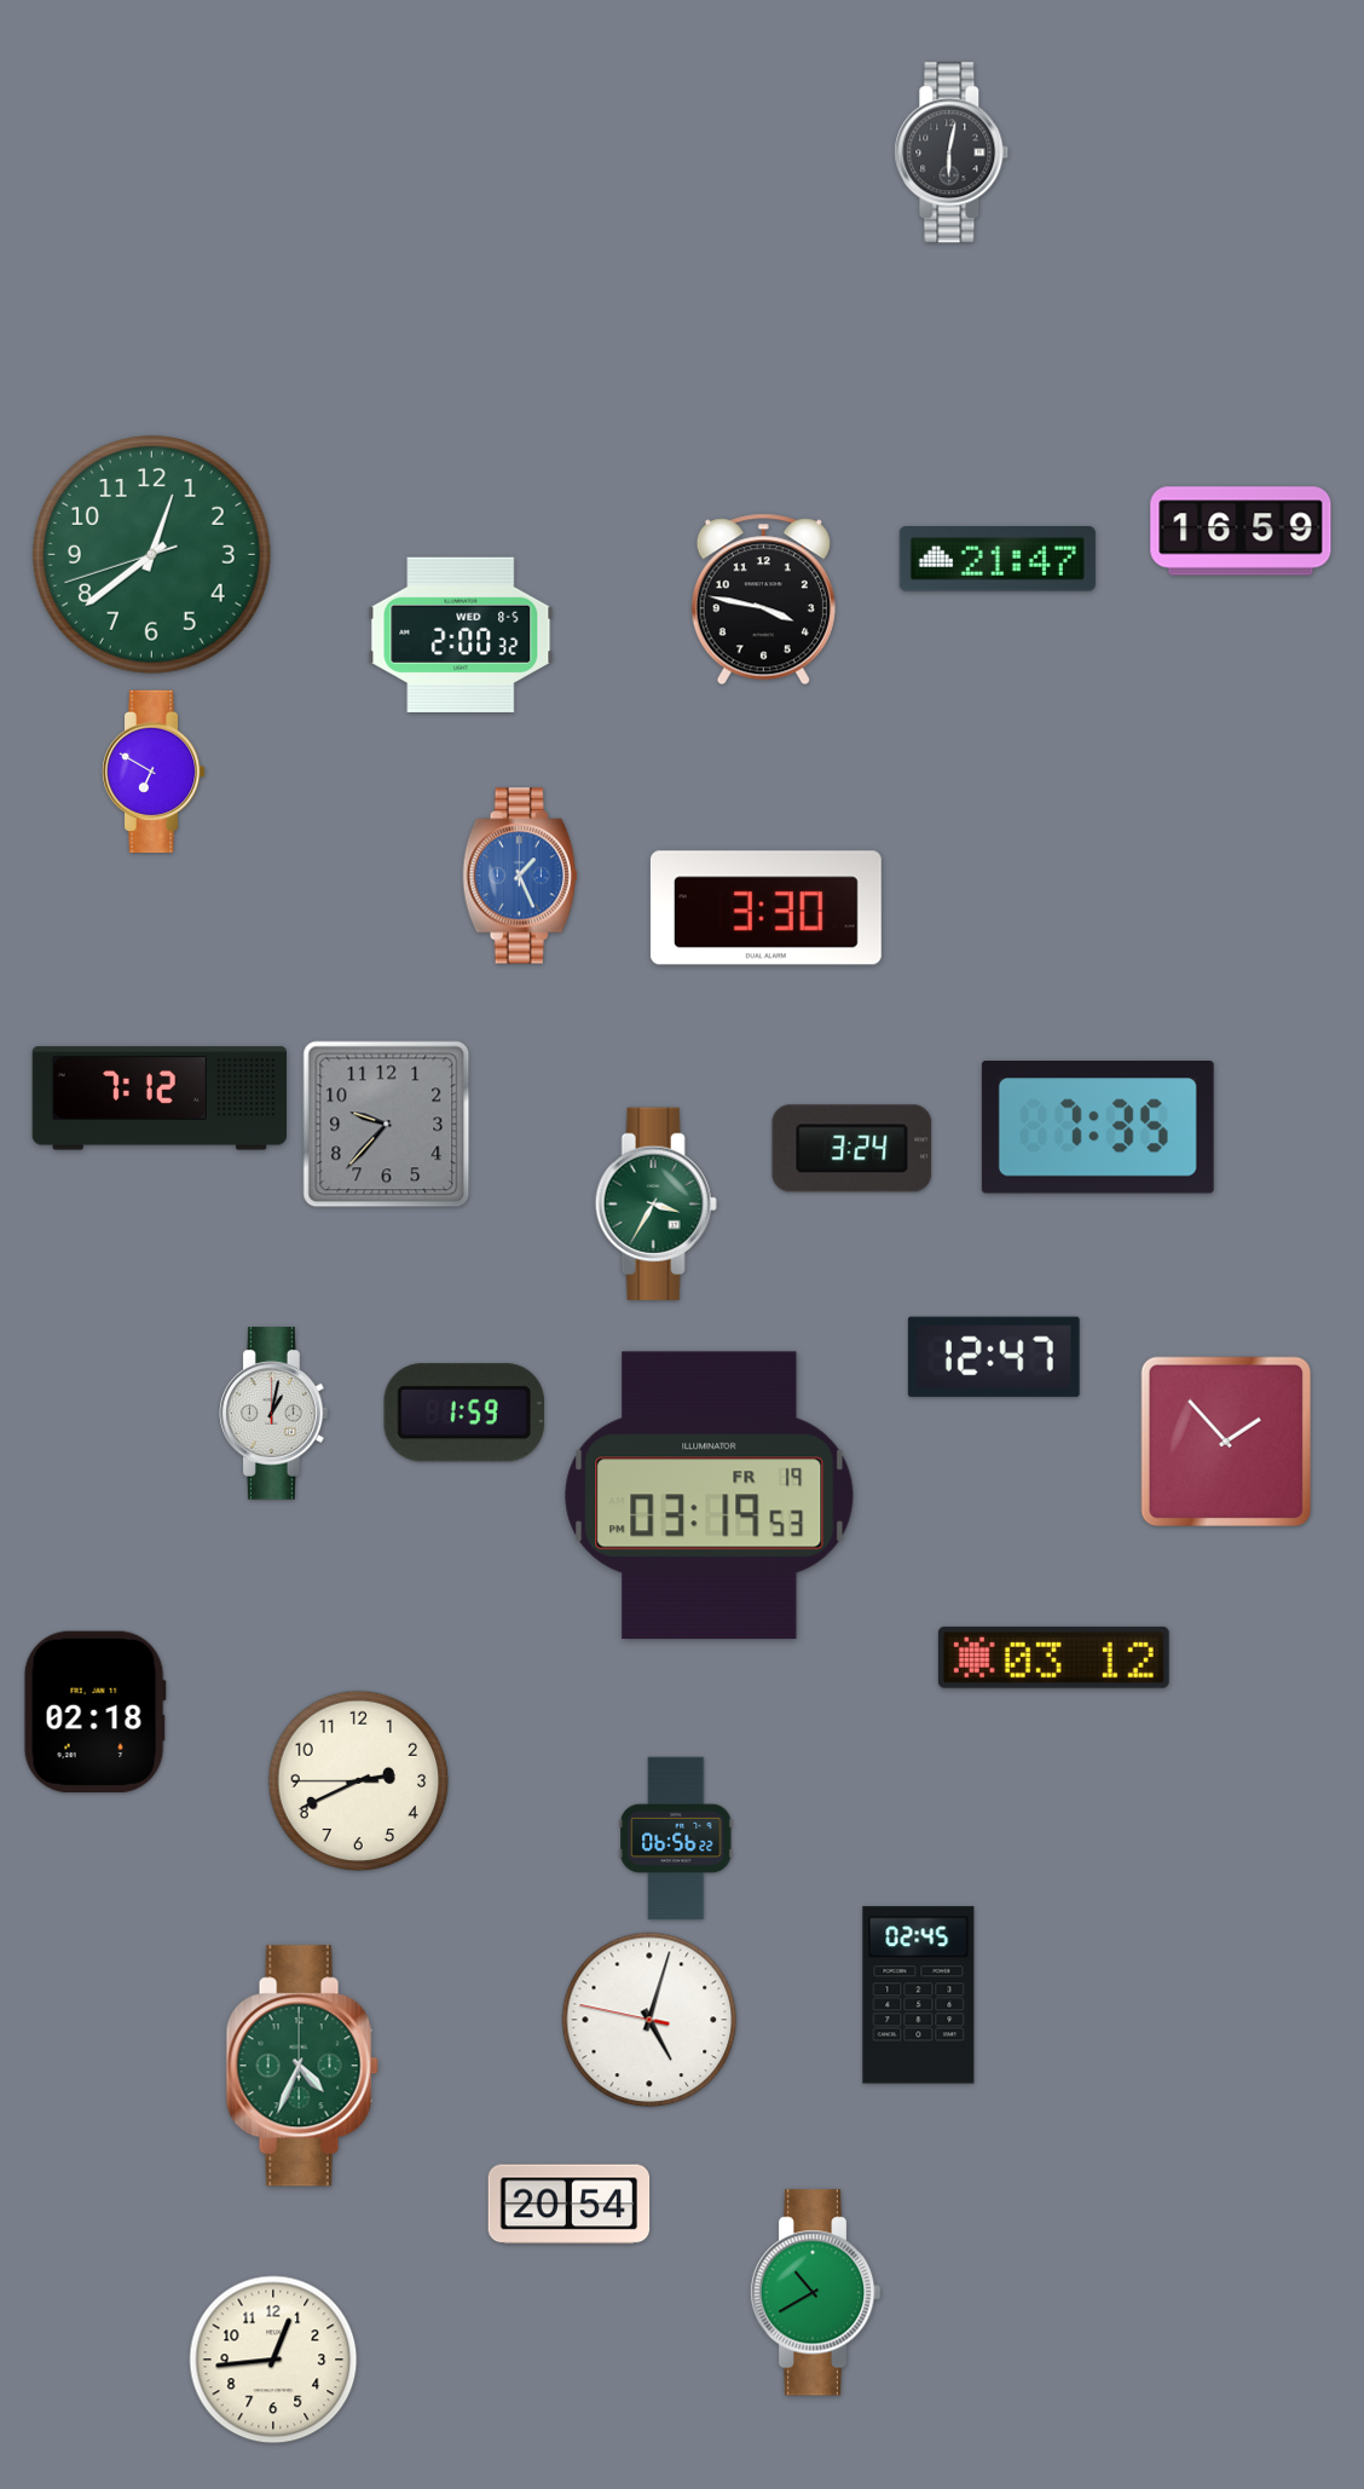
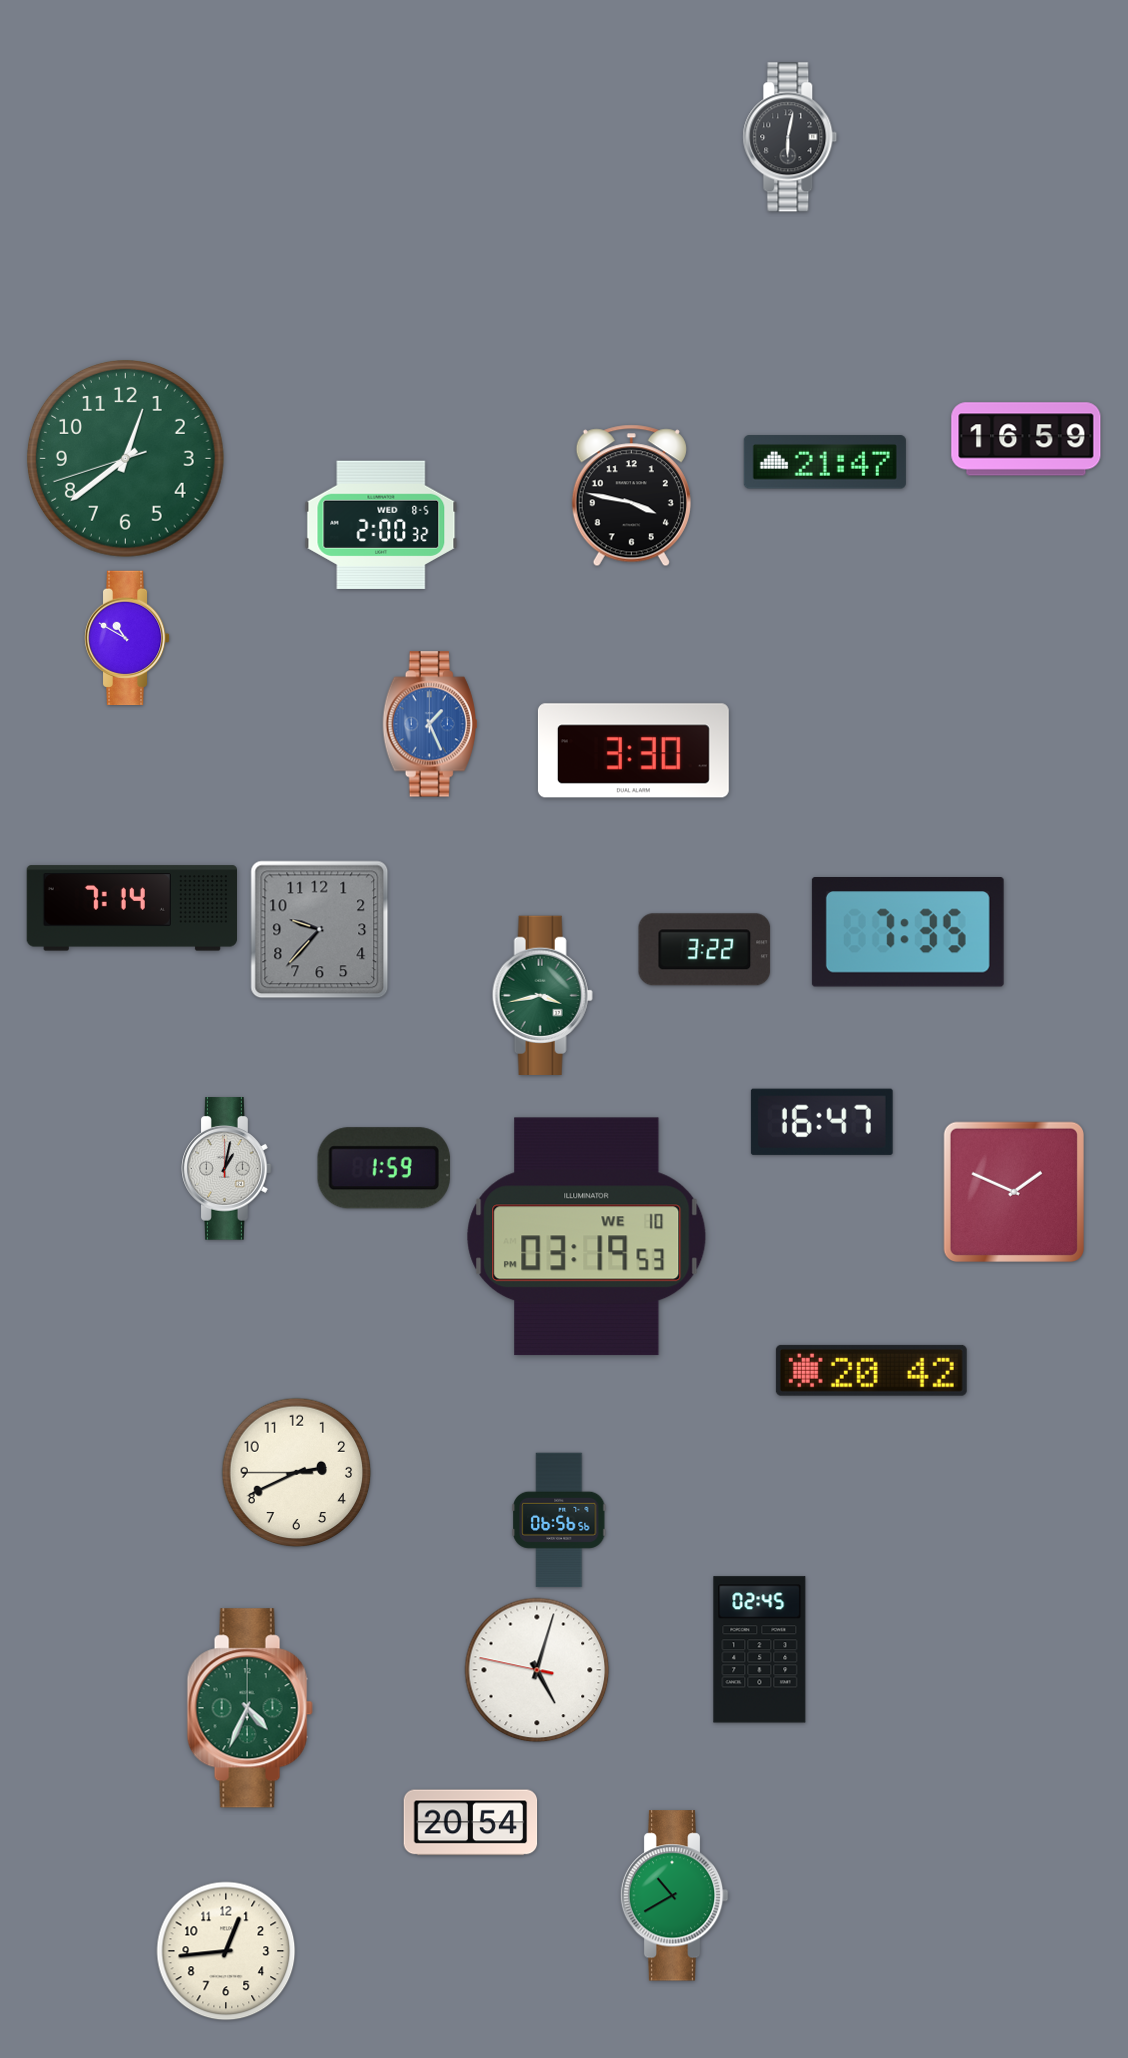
clock at (952, 152) position: (952, 152) -> (790, 137)
clock at (154, 772): 6:50 -> 10:50
clock at (158, 1098): 7:12 -> 7:14
clock at (852, 1149): 3:24 -> 3:22
clock at (655, 1203): 3:35 -> 3:43
clock at (994, 1357): 12:47 -> 16:47
clock at (1225, 1440): 1:53 -> 1:49
clock at (710, 1496) date: FR 19 -> WE 10
clock at (1053, 1657): 03:12 -> 20:42
clock at (94, 1713): 02:18 -> none
clock at (676, 1838): 06:56:22 -> 06:56:56
